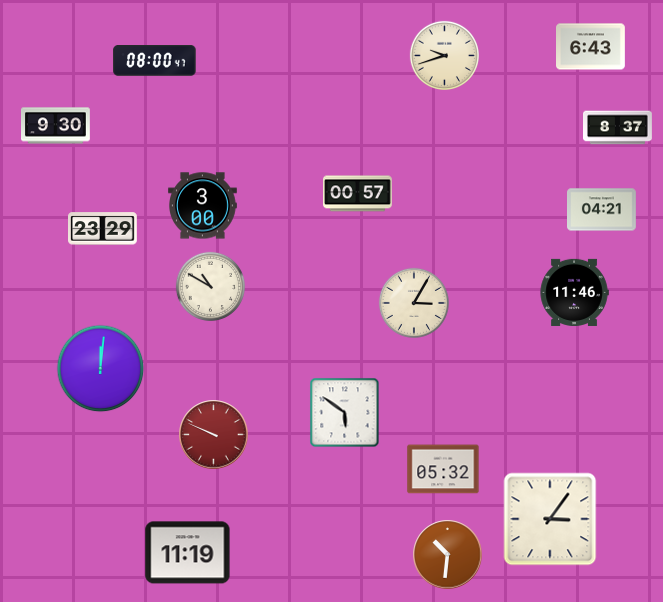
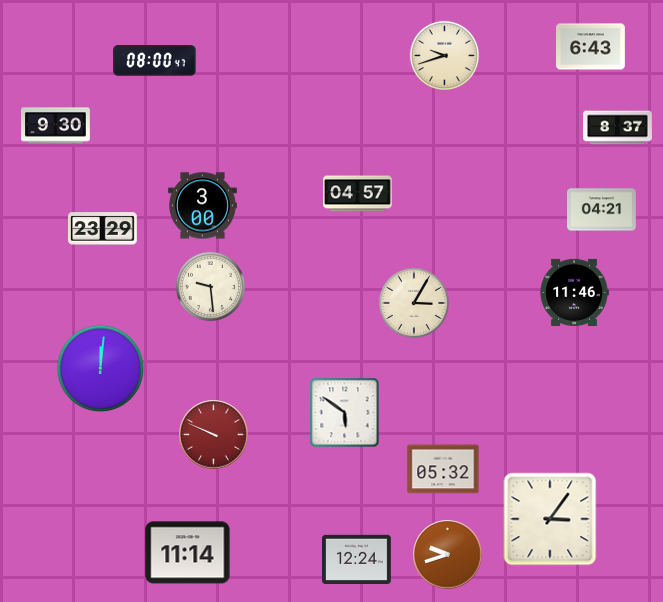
clock at (358, 194): 00:57 -> 04:57
clock at (210, 286): 10:50 -> 9:29
clock at (188, 553): 11:19 -> 11:14
clock at (448, 555): 10:31 -> 9:42
clock at (357, 559): none -> 12:24
